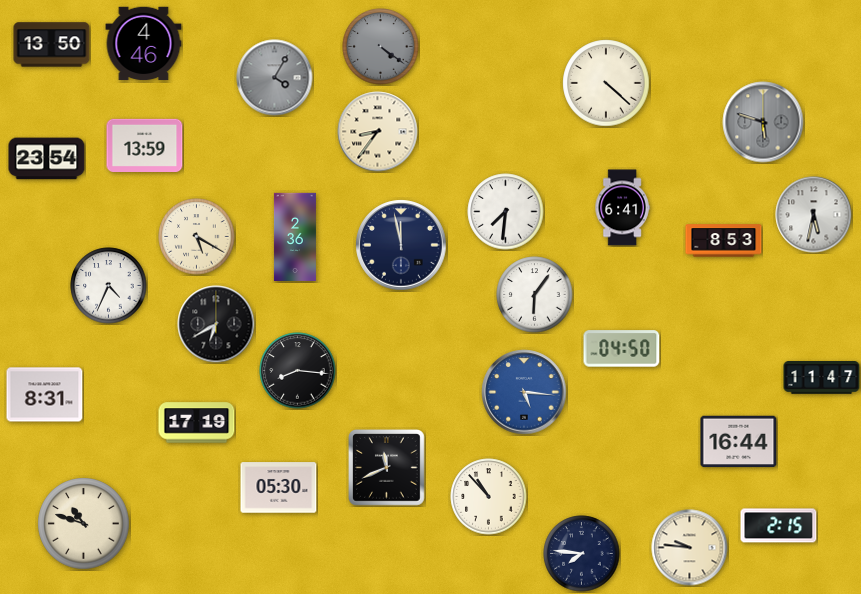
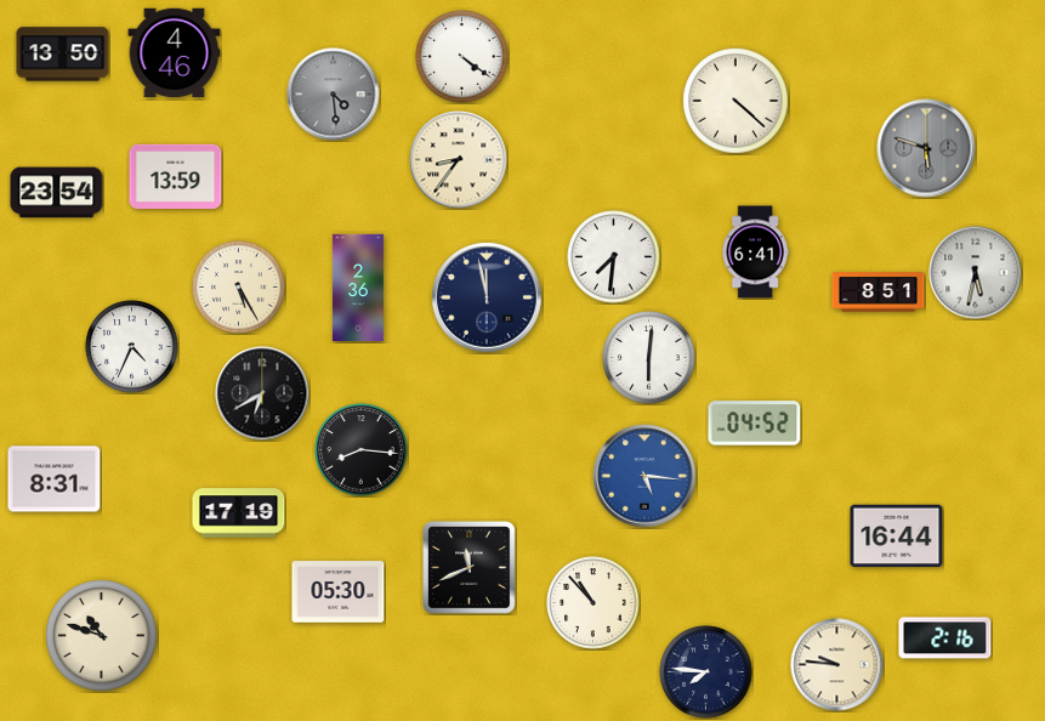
clock at (381, 47) dial: grey -> white
clock at (275, 78): 4:05 -> 4:29
clock at (814, 215) position: (814, 215) -> (976, 273)
clock at (197, 237): 5:20 -> 5:25
clock at (724, 241): 8:53 -> 8:51
clock at (535, 295): 6:06 -> 6:01
clock at (622, 349): 04:50 -> 04:52
clock at (822, 378): 11:47 -> none
clock at (524, 392) position: (524, 392) -> (644, 476)
clock at (779, 526): 2:15 -> 2:16
